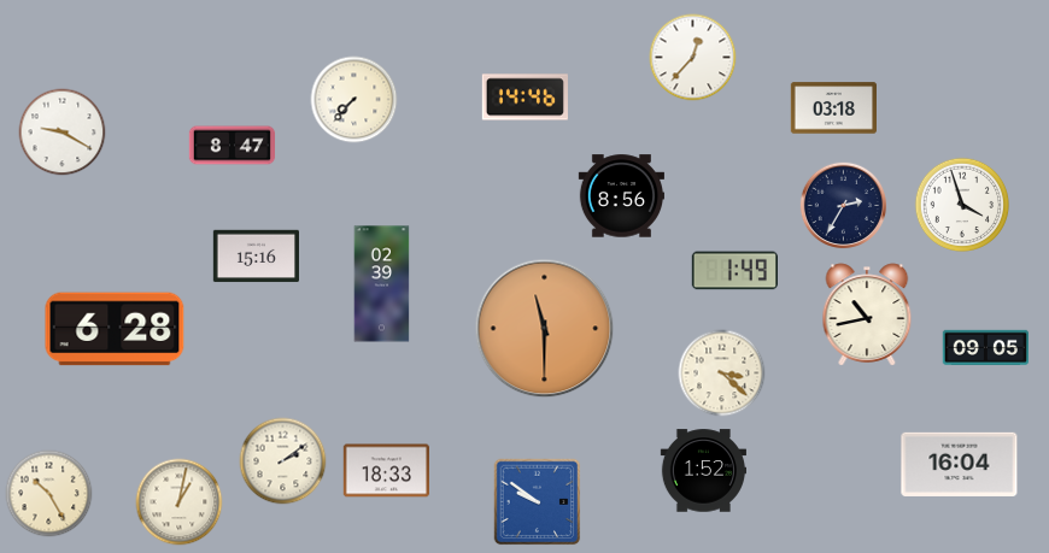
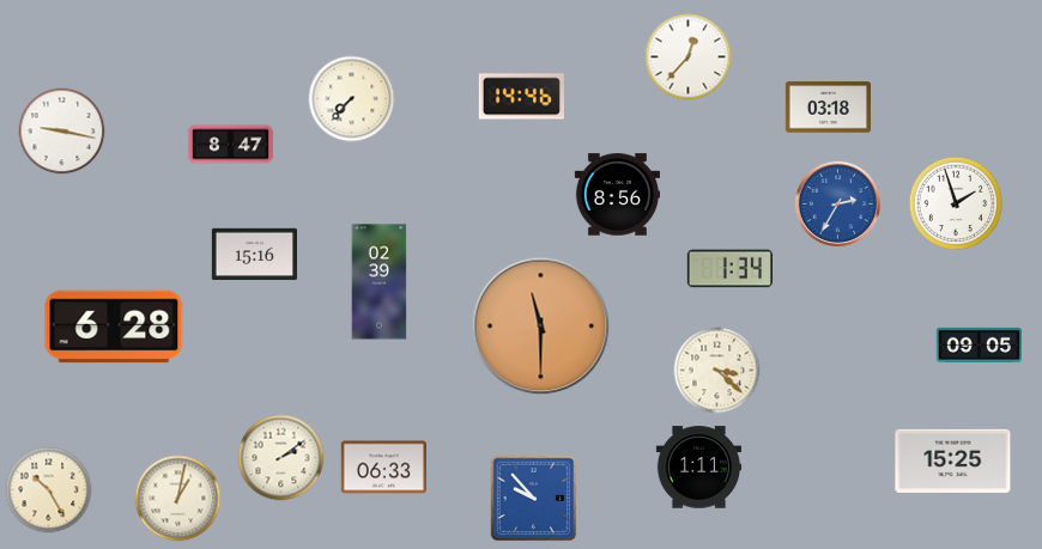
clock at (63, 133): 9:20 -> 9:17
clock at (962, 205): 3:57 -> 1:57
clock at (844, 206) dial: navy -> blue
clock at (734, 271): 1:49 -> 1:34
clock at (867, 314): 10:43 -> none
clock at (960, 464): 16:04 -> 15:25
clock at (386, 471): 18:33 -> 06:33
clock at (703, 471): 1:52 -> 1:11
clock at (538, 502): 9:51 -> 9:53
